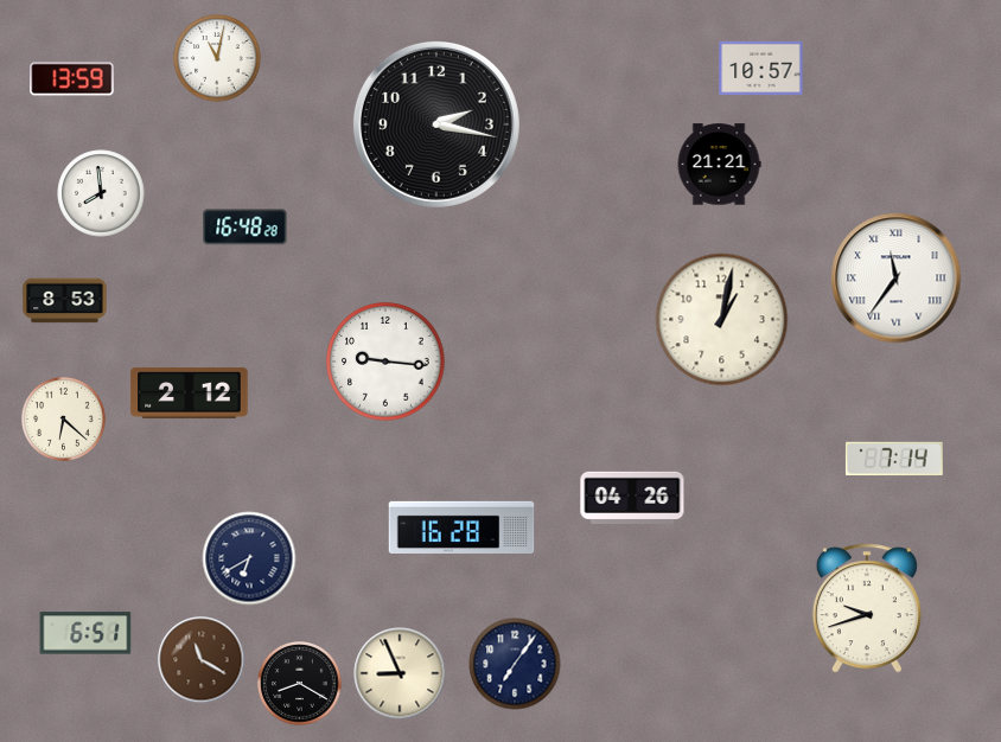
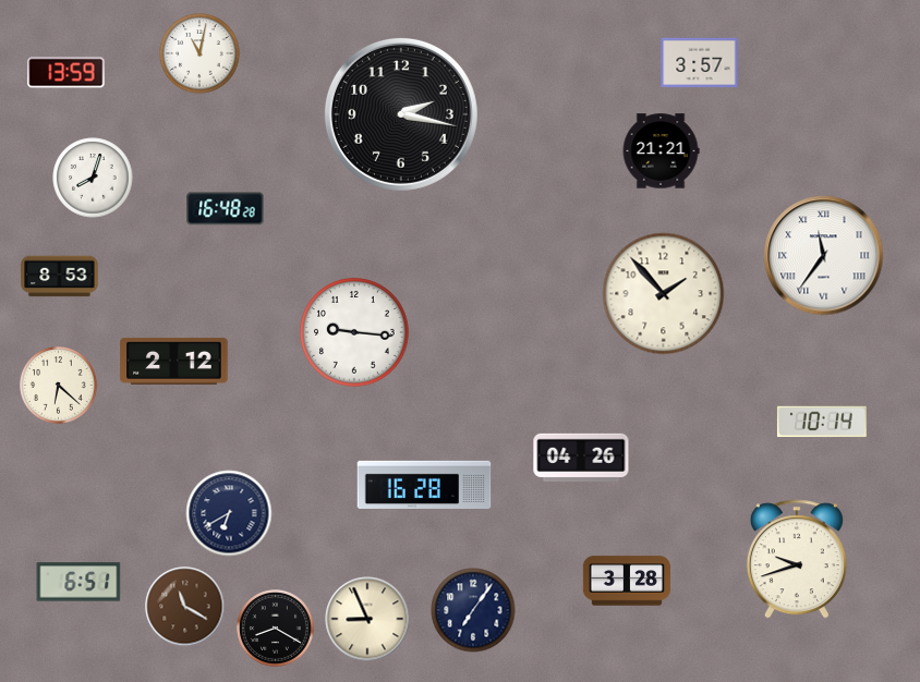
clock at (761, 69): 10:57 -> 3:57
clock at (101, 193): 7:59 -> 8:03
clock at (722, 320): 1:02 -> 1:53
clock at (894, 459): 7:14 -> 10:14
clock at (626, 581): none -> 3:28
